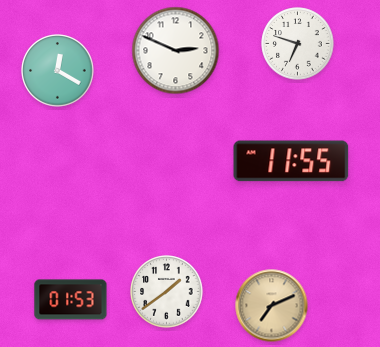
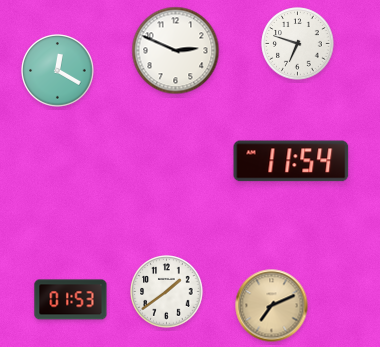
clock at (291, 161): 11:55 -> 11:54
